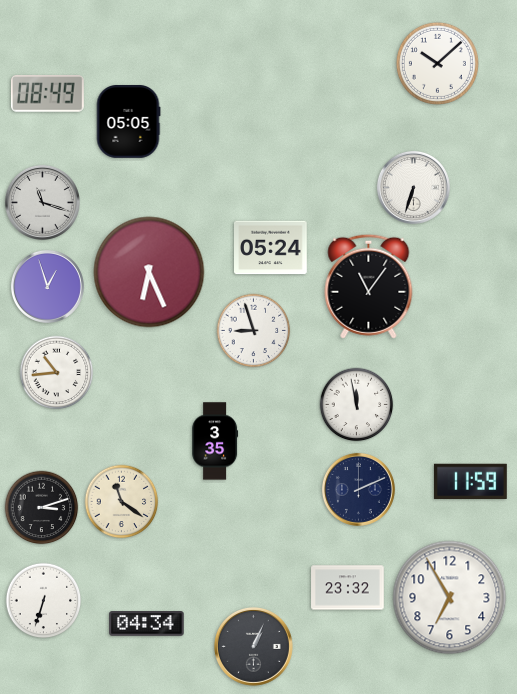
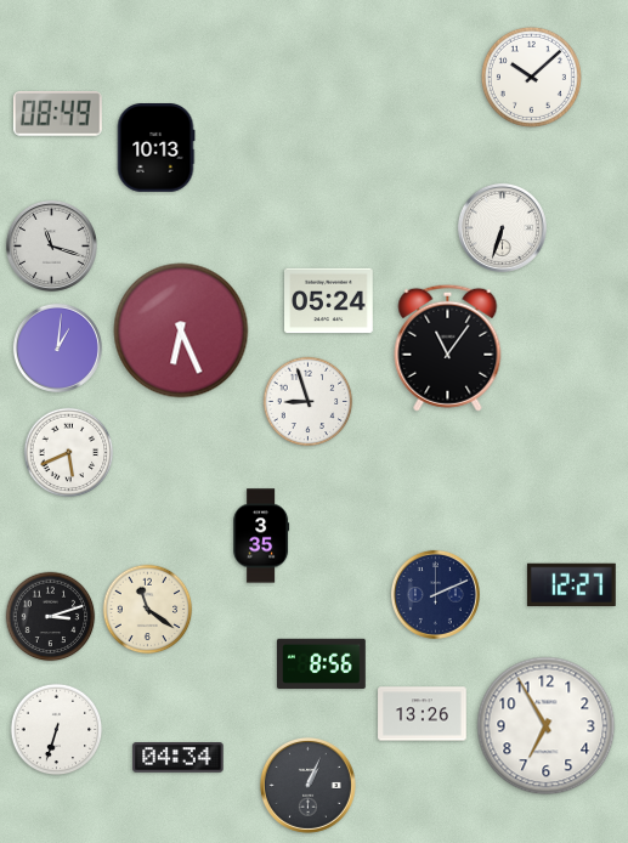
clock at (128, 122): 05:05 -> 10:13
clock at (47, 286): 12:57 -> 1:01
clock at (57, 373): 10:44 -> 5:41
clock at (357, 405): 11:58 -> none
clock at (470, 481): 11:59 -> 12:27
clock at (322, 663): none -> 8:56
clock at (348, 588): 23:32 -> 13:26
clock at (44, 601) position: (44, 601) -> (57, 730)
